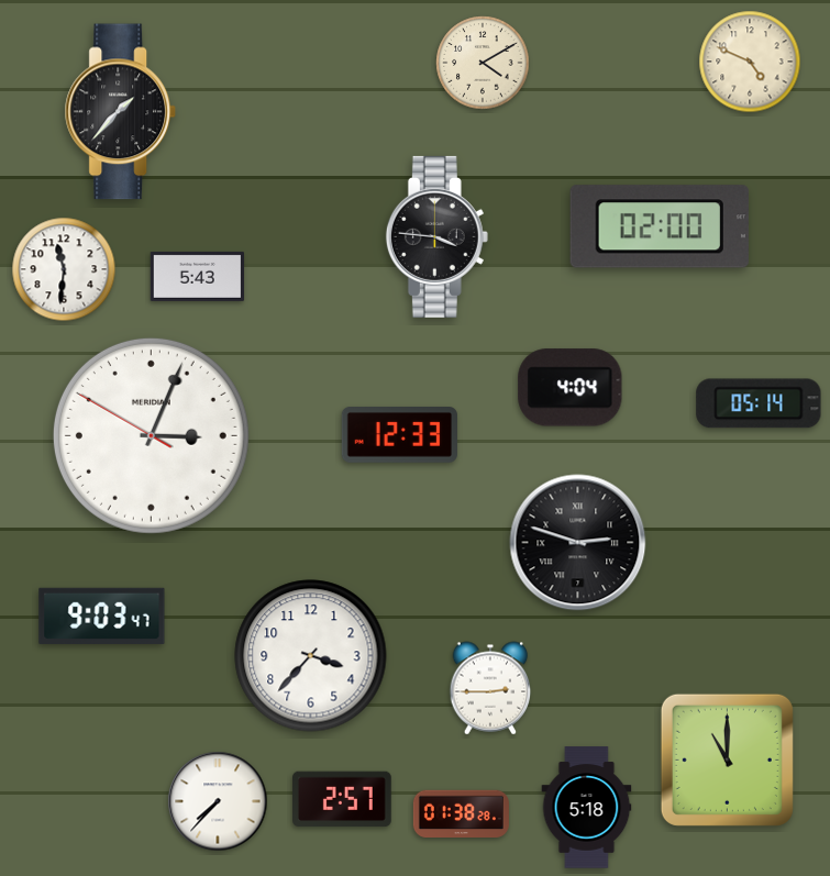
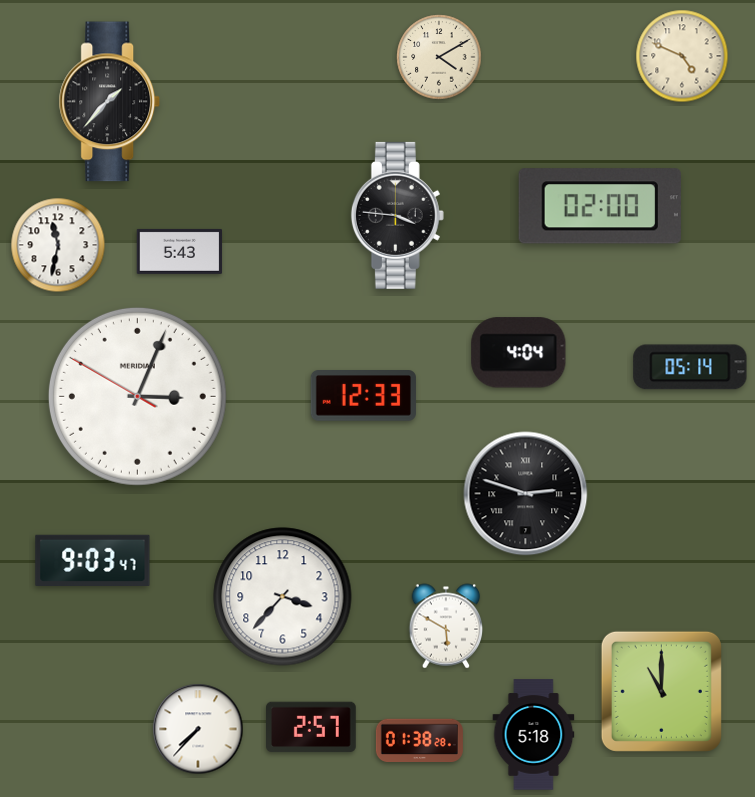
clock at (64, 269): 11:31 -> 11:32
clock at (490, 688): 2:45 -> 5:50
